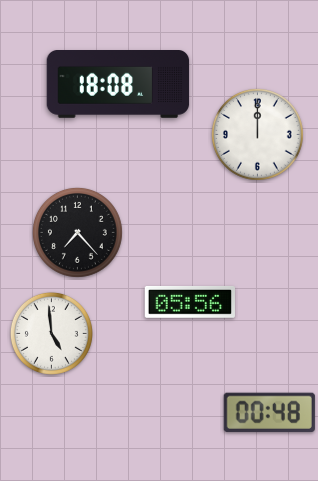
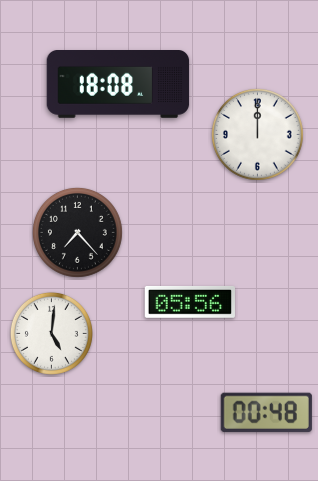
clock at (51, 333): 4:59 -> 5:01
clock at (269, 412) position: (269, 412) -> (266, 412)
